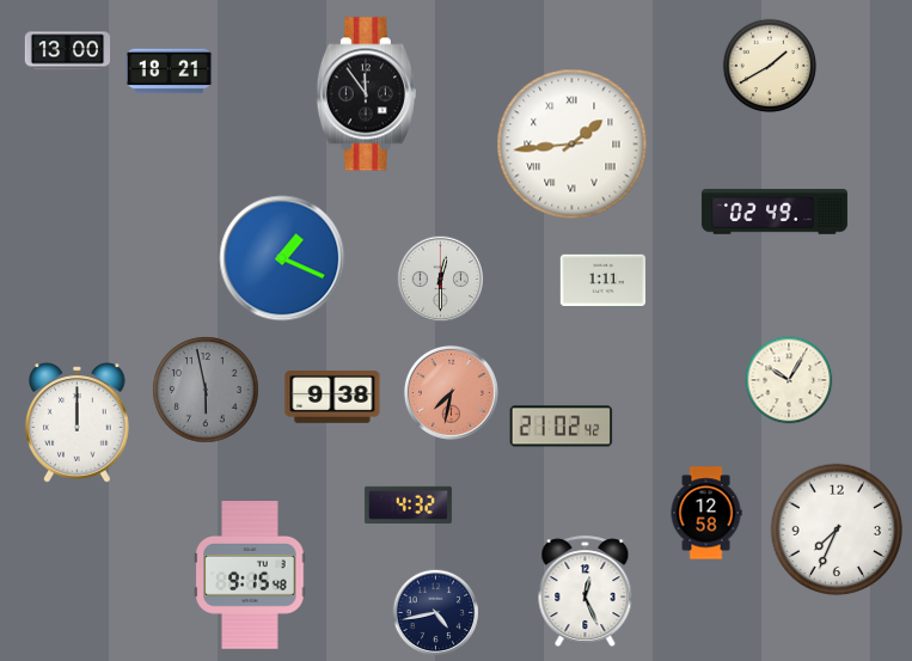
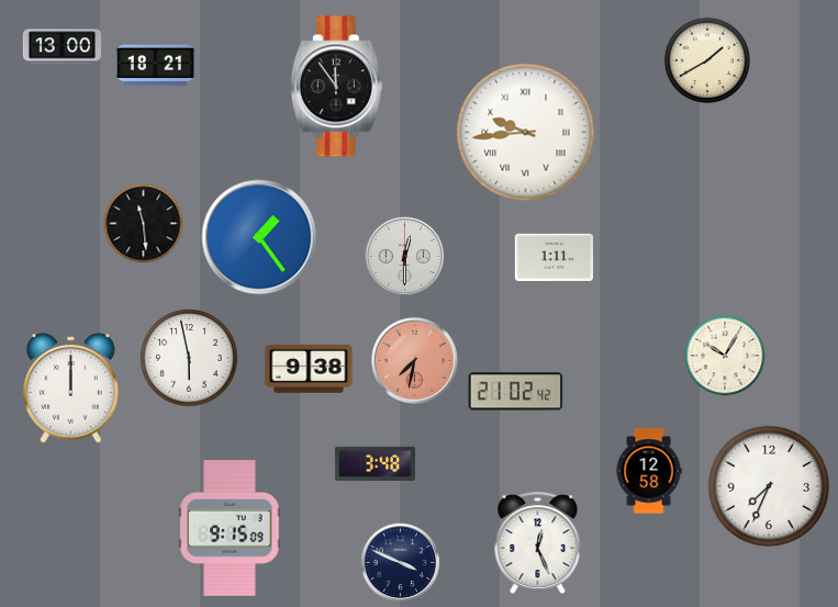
clock at (573, 145): 1:44 -> 9:44
clock at (775, 212): 02:49 -> none
clock at (144, 224): none -> 11:29
clock at (282, 258): 1:19 -> 1:24
clock at (789, 380) position: (789, 380) -> (725, 356)
clock at (206, 390) dial: grey -> white
clock at (332, 398) position: (332, 398) -> (309, 370)
clock at (408, 504): 4:32 -> 3:48
clock at (250, 575): 9:15:48 -> 9:15:09
clock at (436, 613): 4:43 -> 3:49
